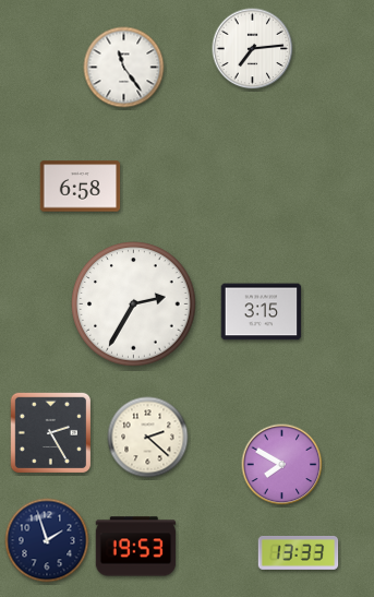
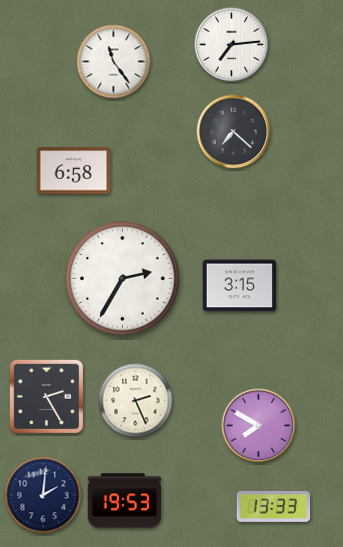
clock at (234, 132): none -> 7:22
clock at (148, 438): 2:22 -> 2:26
clock at (47, 540): 1:57 -> 2:01
